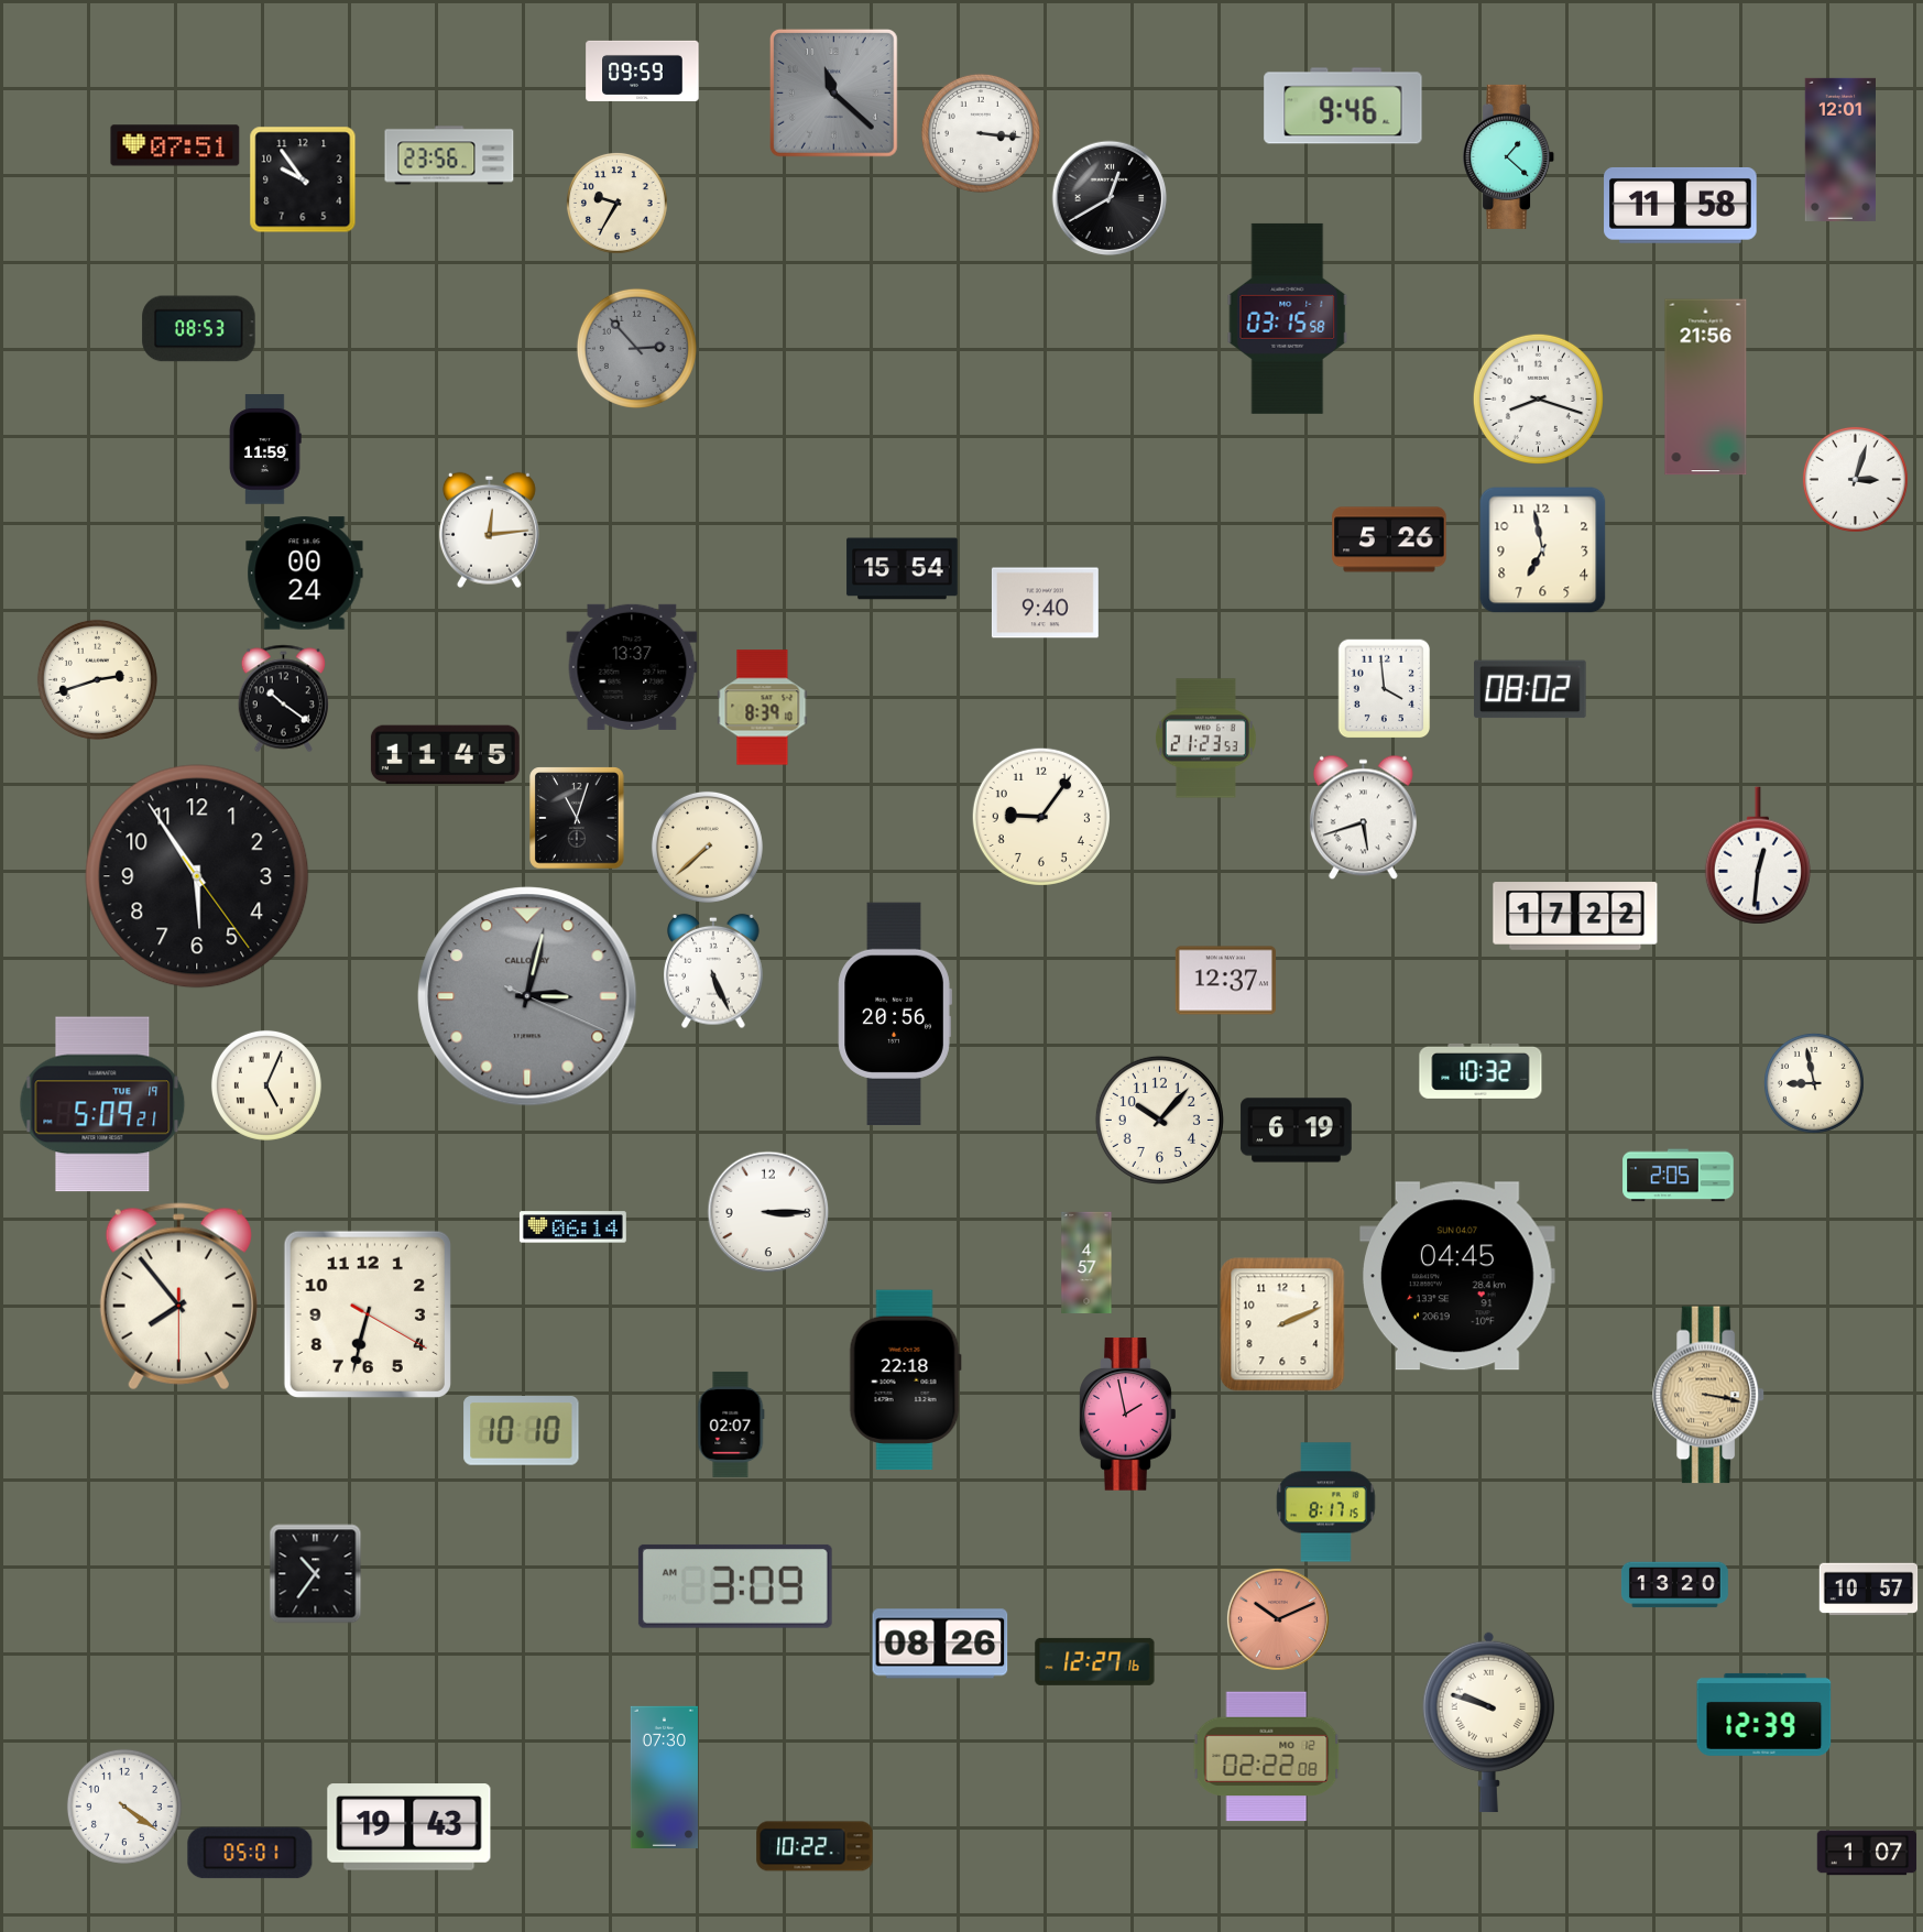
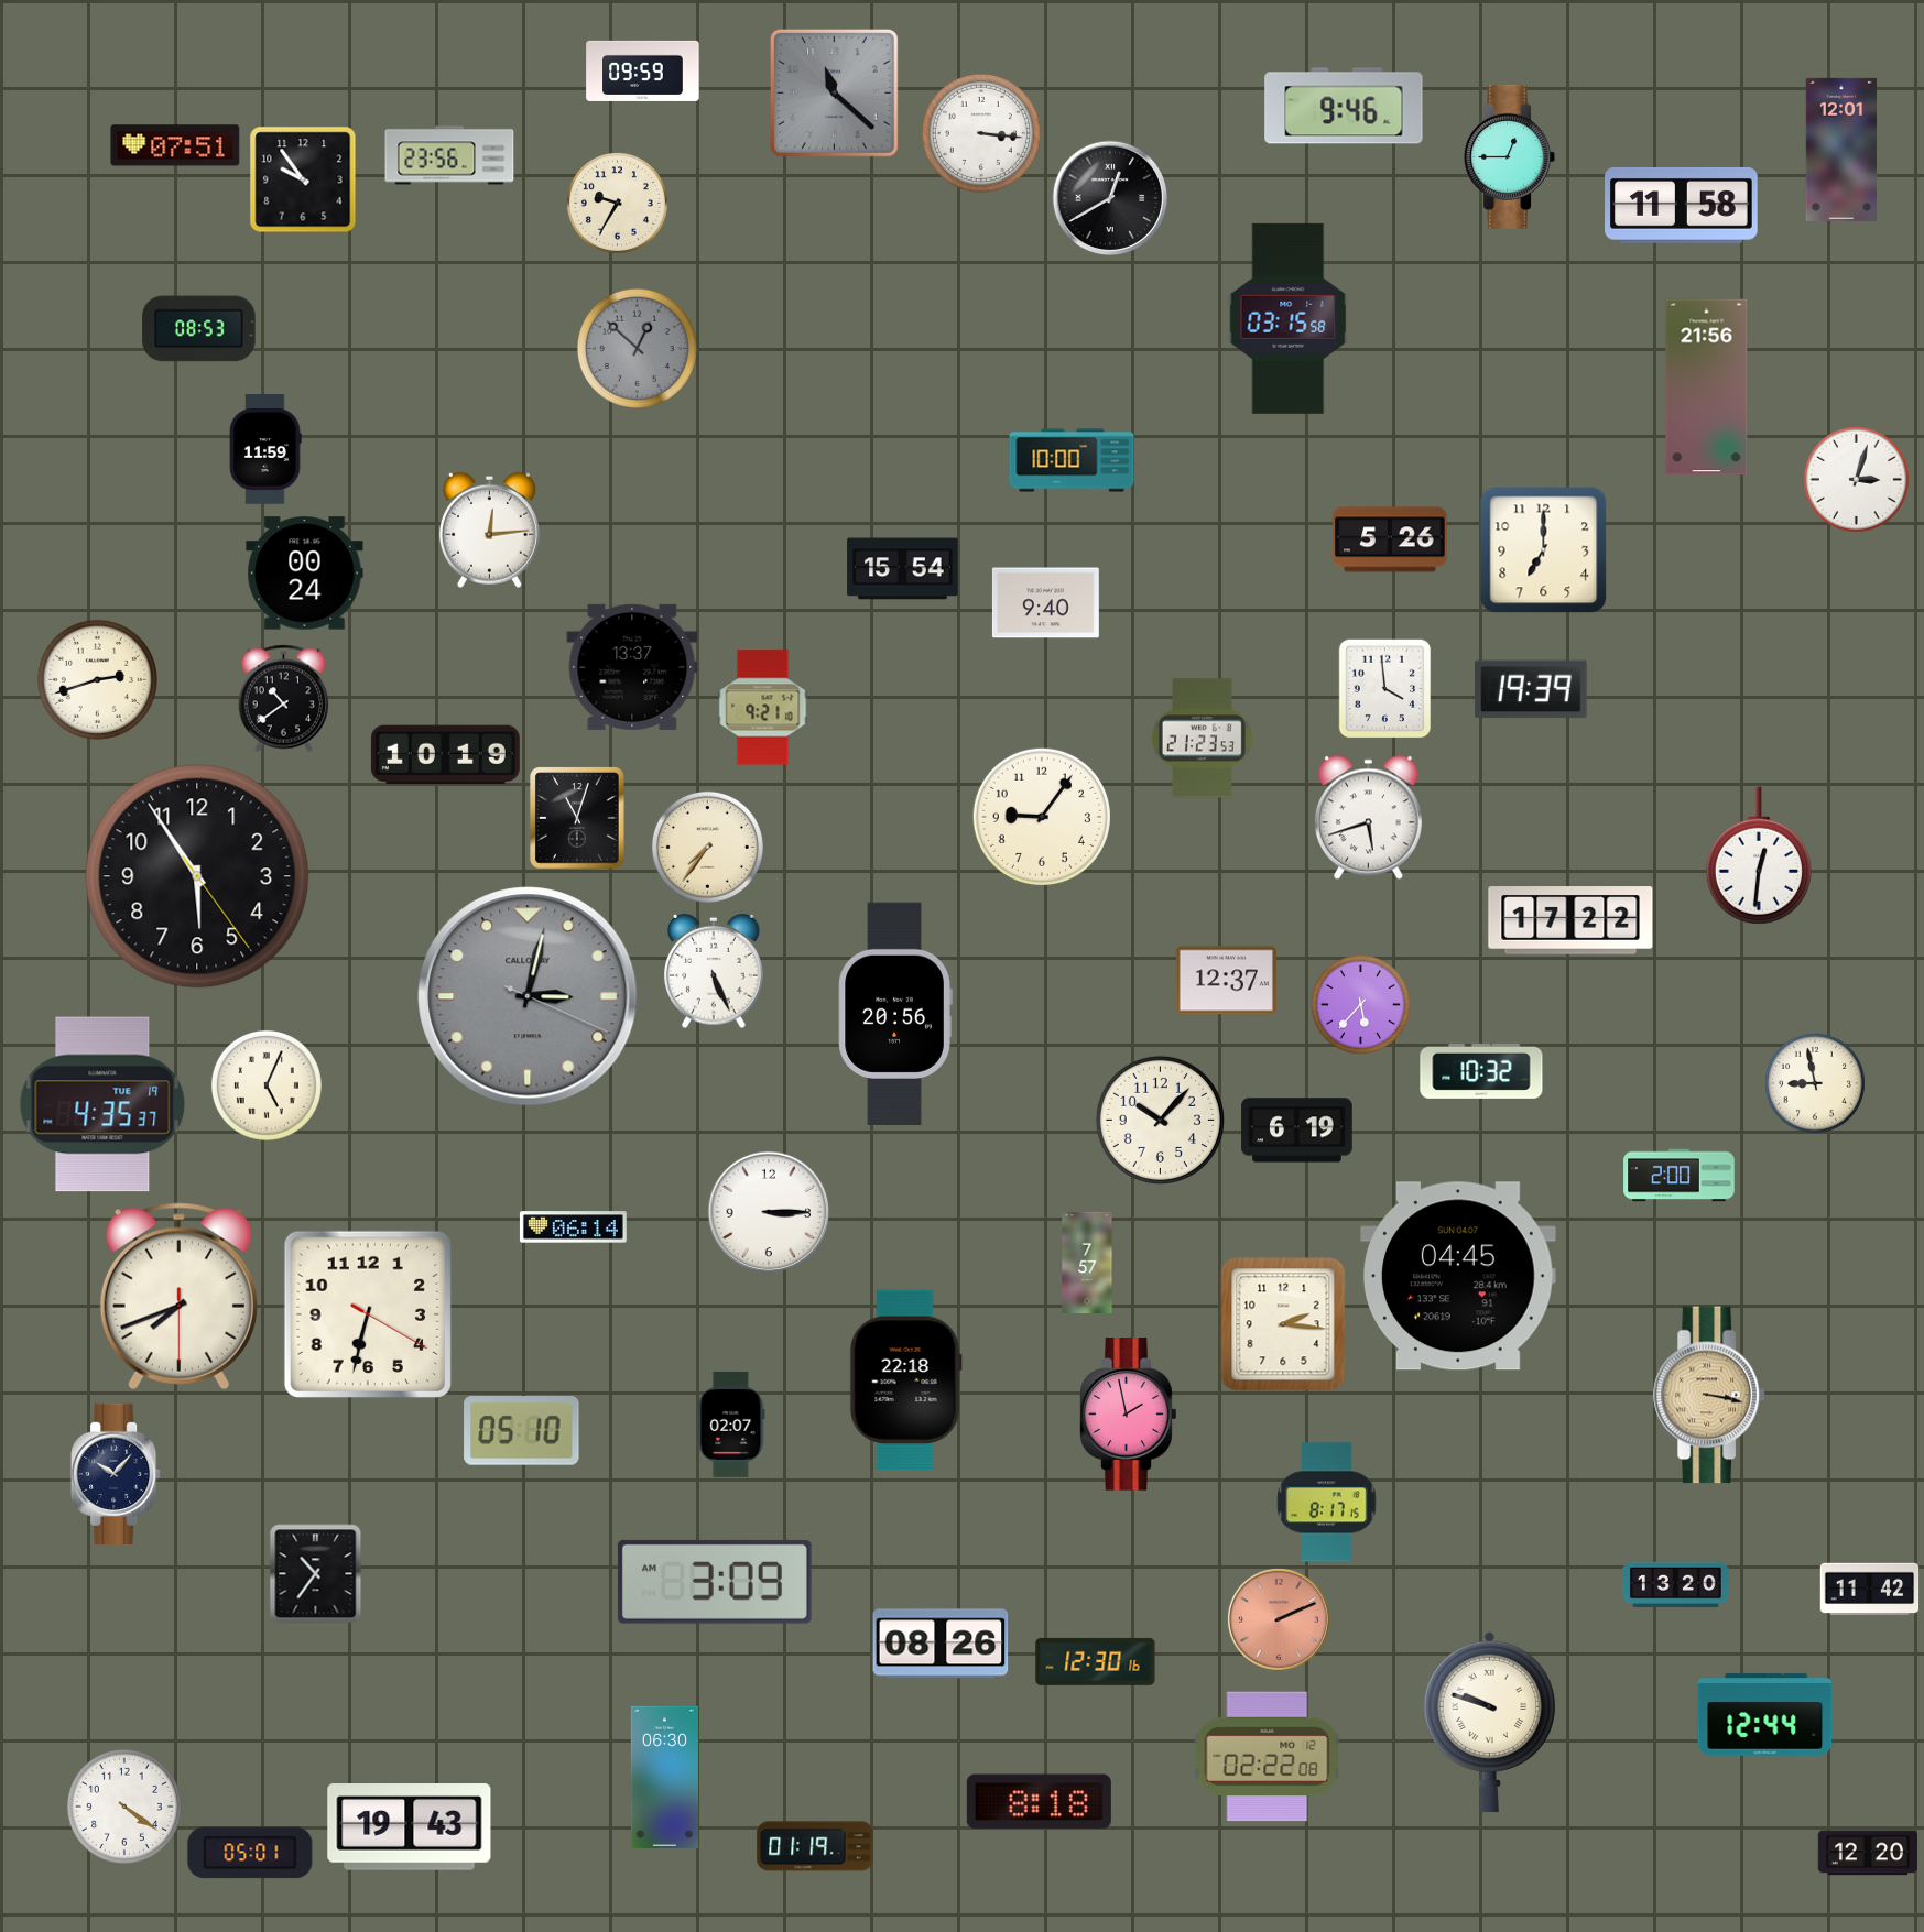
clock at (1509, 156): 1:22 -> 12:45
clock at (636, 348): 2:53 -> 12:52
clock at (1538, 399): 8:18 -> none
clock at (1072, 460): none -> 10:00
clock at (1543, 550): 6:58 -> 7:00
clock at (1530, 689): 08:02 -> 19:39
clock at (283, 699): 10:21 -> 10:39
clock at (763, 708): 8:39 -> 9:21
clock at (1205, 739) position: (1205, 739) -> (1202, 739)
clock at (445, 755): 11:45 -> 10:19
clock at (1363, 818) position: (1363, 818) -> (1368, 818)
clock at (707, 847): 7:38 -> 7:36
clock at (1575, 916) position: (1575, 916) -> (1570, 920)
clock at (1361, 1005): none -> 5:37
clock at (102, 1104): 5:09 -> 4:35
clock at (1679, 1176): 2:05 -> 2:00
clock at (1086, 1262): 4:57 -> 7:57
clock at (178, 1297): 7:53 -> 7:41
clock at (1282, 1324): 2:11 -> 2:16
clock at (522, 1431): 10:10 -> 05:10
clock at (116, 1473): none -> 10:07
clock at (735, 1586) position: (735, 1586) -> (715, 1582)
clock at (1869, 1590): 10:57 -> 11:42
clock at (1278, 1619): 10:11 -> 2:11
clock at (1095, 1661): 12:27 -> 12:30
clock at (1764, 1714): 12:39 -> 12:44
clock at (664, 1777): 07:30 -> 06:30
clock at (1039, 1802): none -> 8:18
clock at (815, 1846): 10:22 -> 01:19
clock at (1867, 1853): 1:07 -> 12:20
